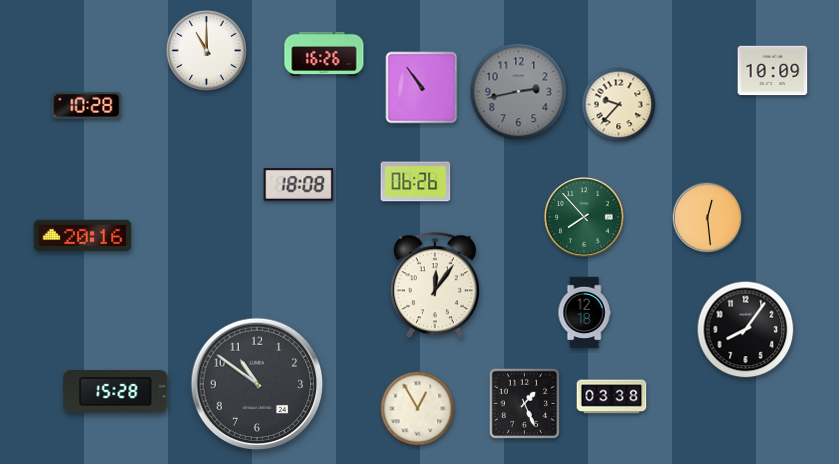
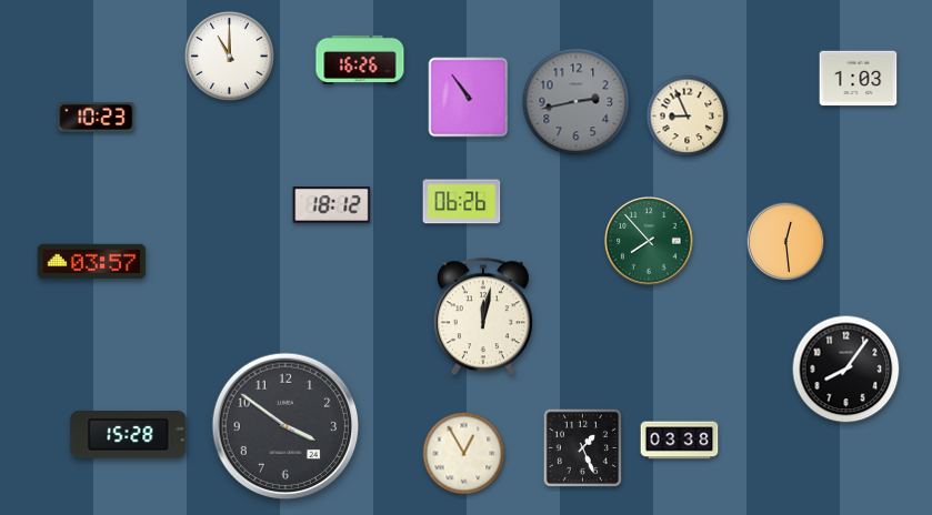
clock at (773, 71): 10:09 -> 1:03
clock at (87, 105): 10:28 -> 10:23
clock at (619, 105): 9:37 -> 8:56
clock at (299, 185): 18:08 -> 18:12
clock at (83, 236): 20:16 -> 03:57
clock at (435, 286): 12:06 -> 12:02
clock at (584, 313): 12:18 -> none
clock at (746, 330) position: (746, 330) -> (846, 370)
clock at (257, 384): 10:51 -> 3:51
